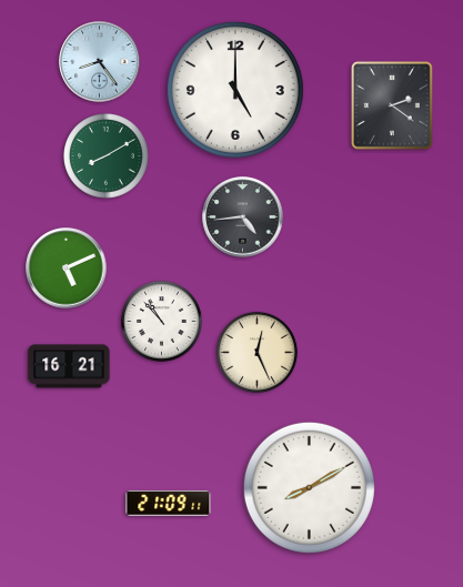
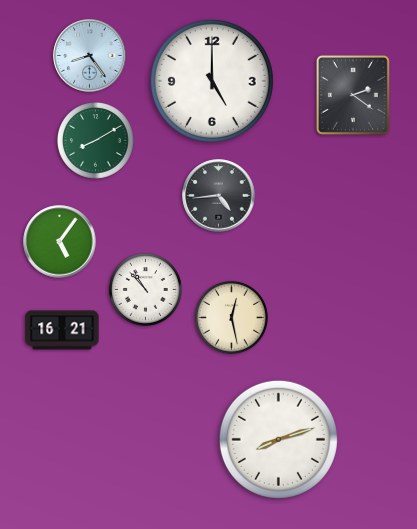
clock at (67, 269): 5:11 -> 5:06
clock at (256, 352): 12:26 -> 12:28
clock at (309, 487): 8:10 -> 8:12
clock at (169, 503): 21:09 -> none
